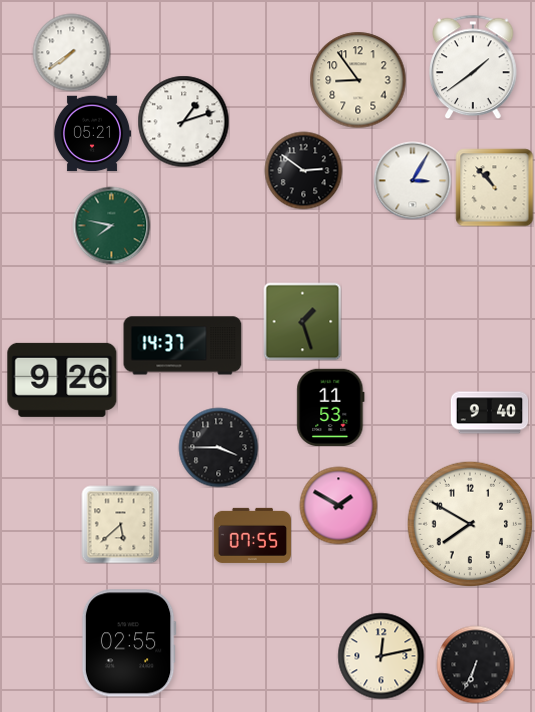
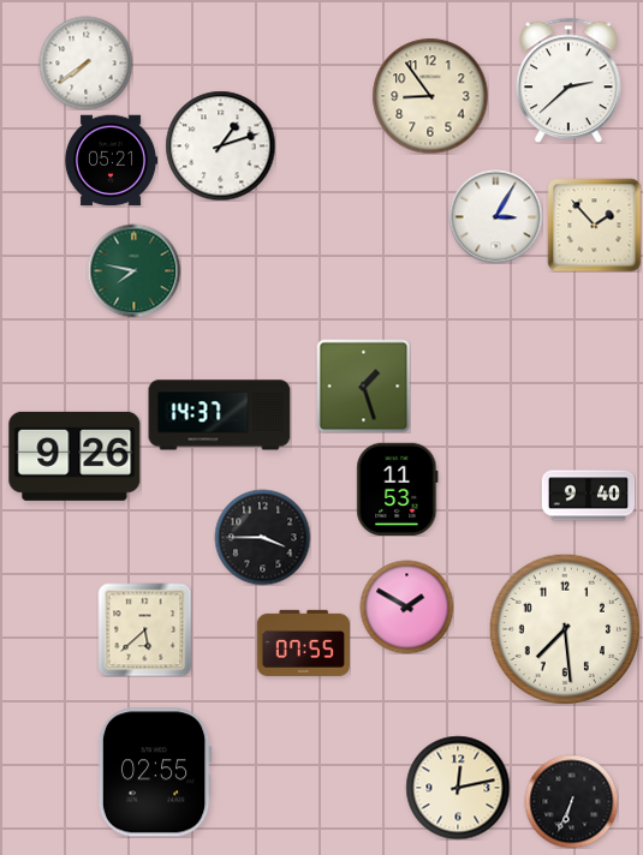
clock at (473, 67): 1:39 -> 2:38
clock at (303, 170): 2:51 -> none
clock at (494, 187): 10:53 -> 1:53
clock at (469, 523): 7:50 -> 7:29
clock at (475, 664) position: (475, 664) -> (571, 801)
